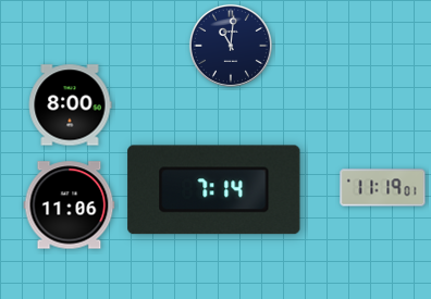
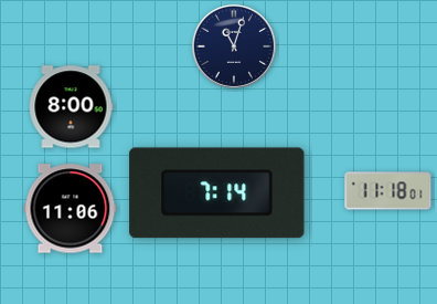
clock at (231, 46): 11:01 -> 11:03
clock at (383, 188): 11:19 -> 11:18
